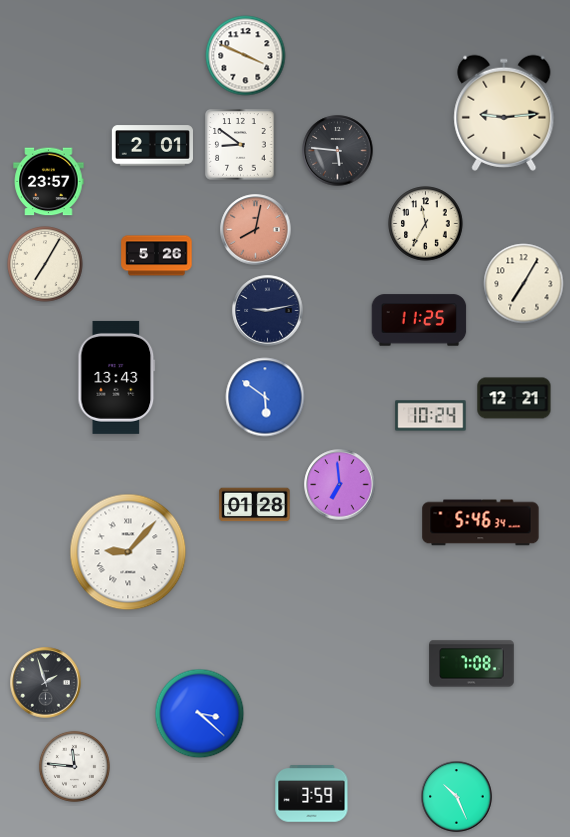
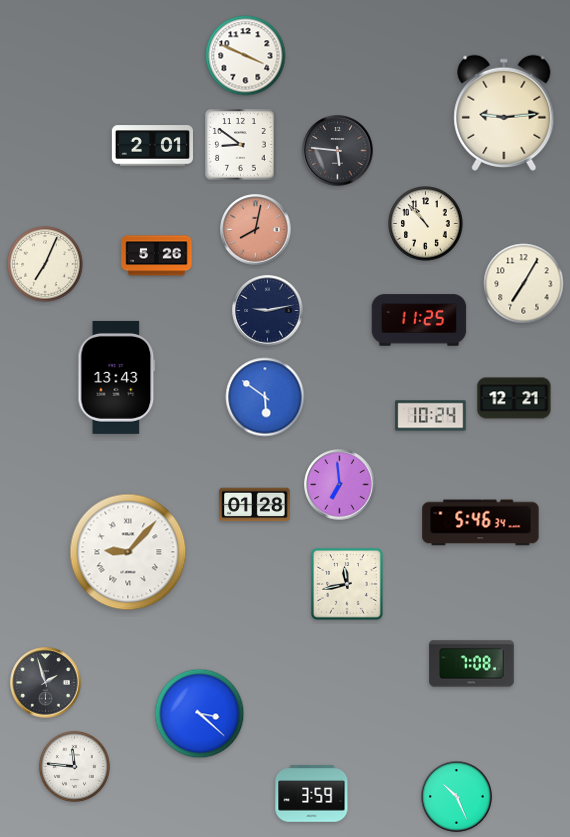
clock at (49, 182): 23:57 -> none
clock at (426, 224): 11:35 -> 10:53
clock at (45, 264): 7:05 -> 7:04
clock at (348, 585): none -> 11:43
